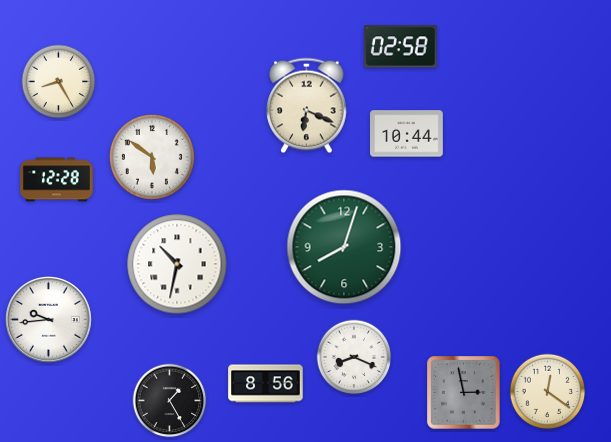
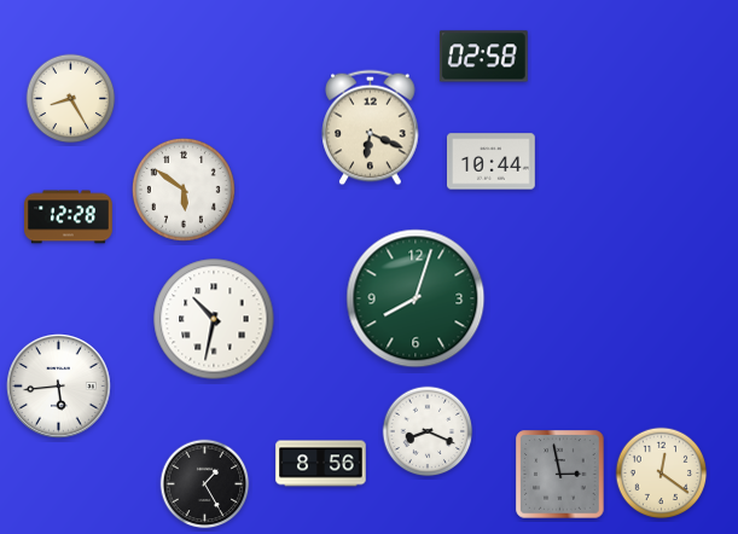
clock at (49, 320): 9:44 -> 5:44
